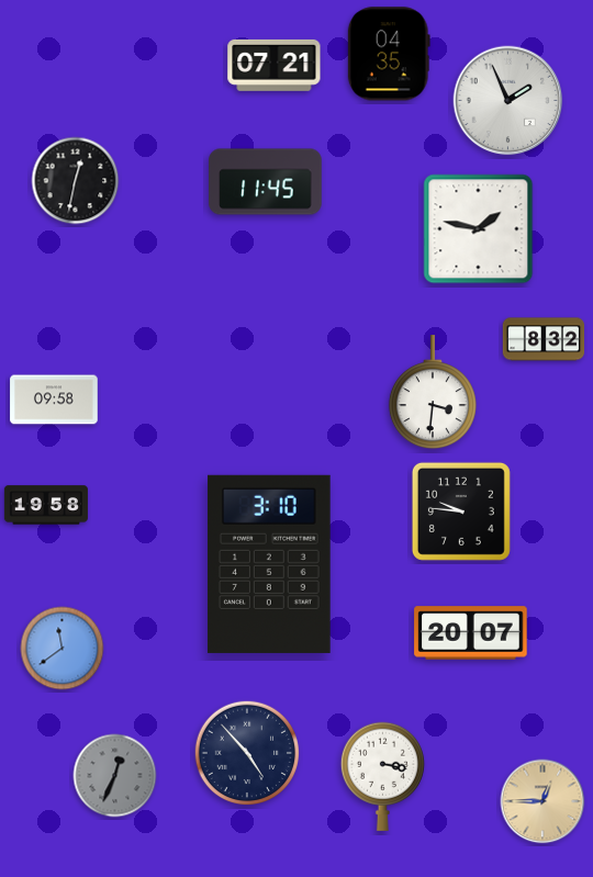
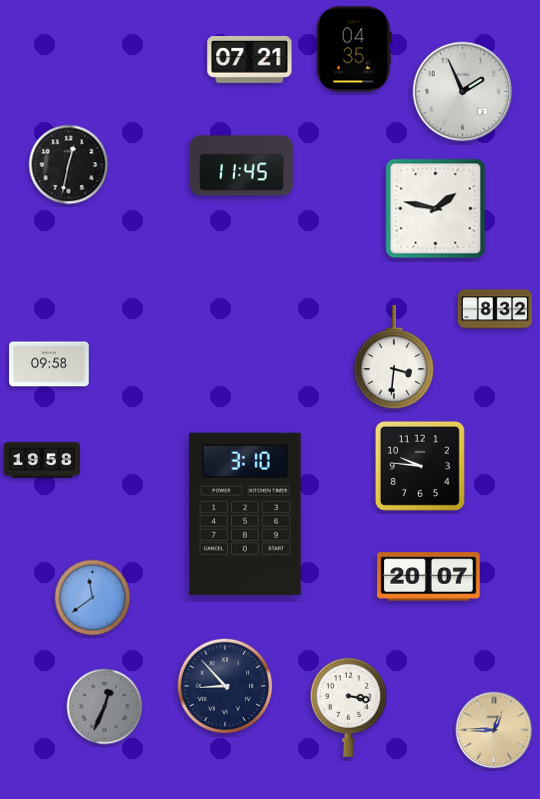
clock at (63, 649) position: (63, 649) -> (93, 598)
clock at (247, 753): 4:53 -> 8:53
